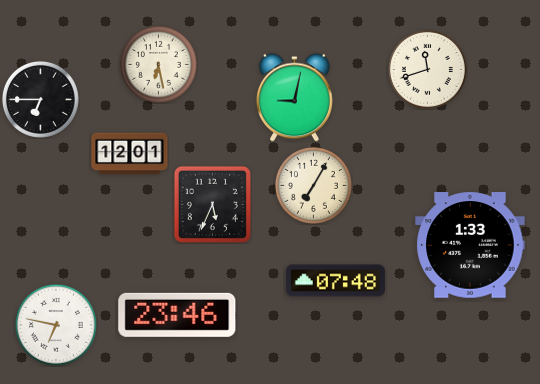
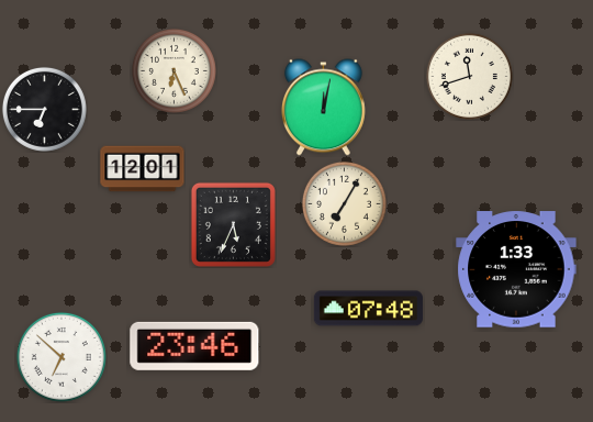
clock at (158, 64): 6:28 -> 6:26
clock at (294, 98): 9:02 -> 12:02
clock at (56, 325): 6:47 -> 6:52
